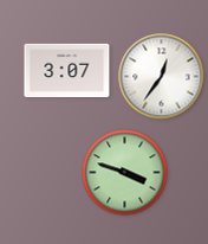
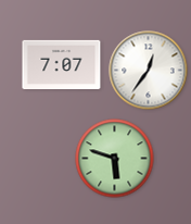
clock at (67, 70): 3:07 -> 7:07
clock at (125, 173): 3:48 -> 5:48
